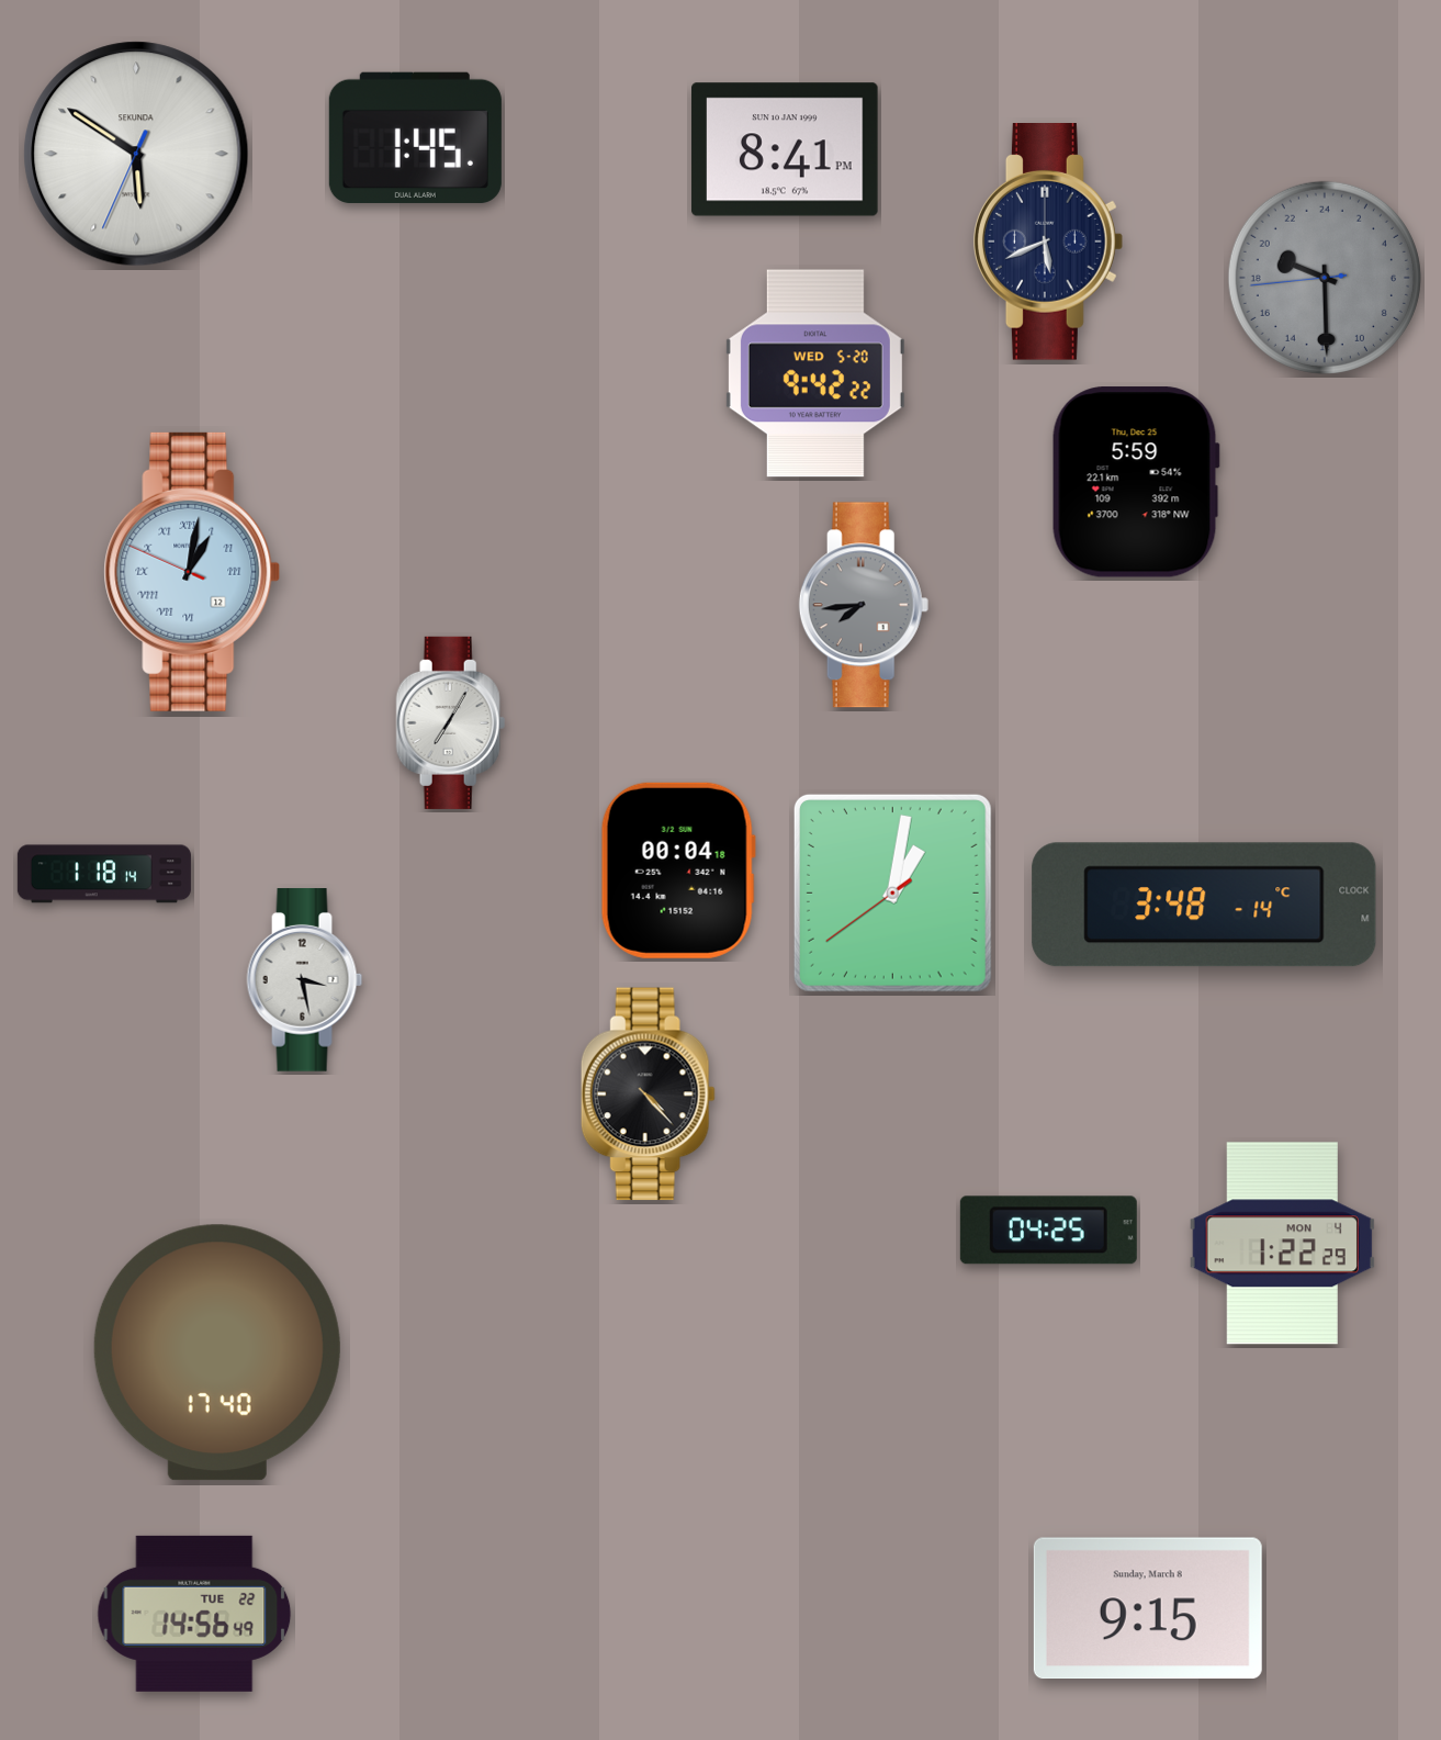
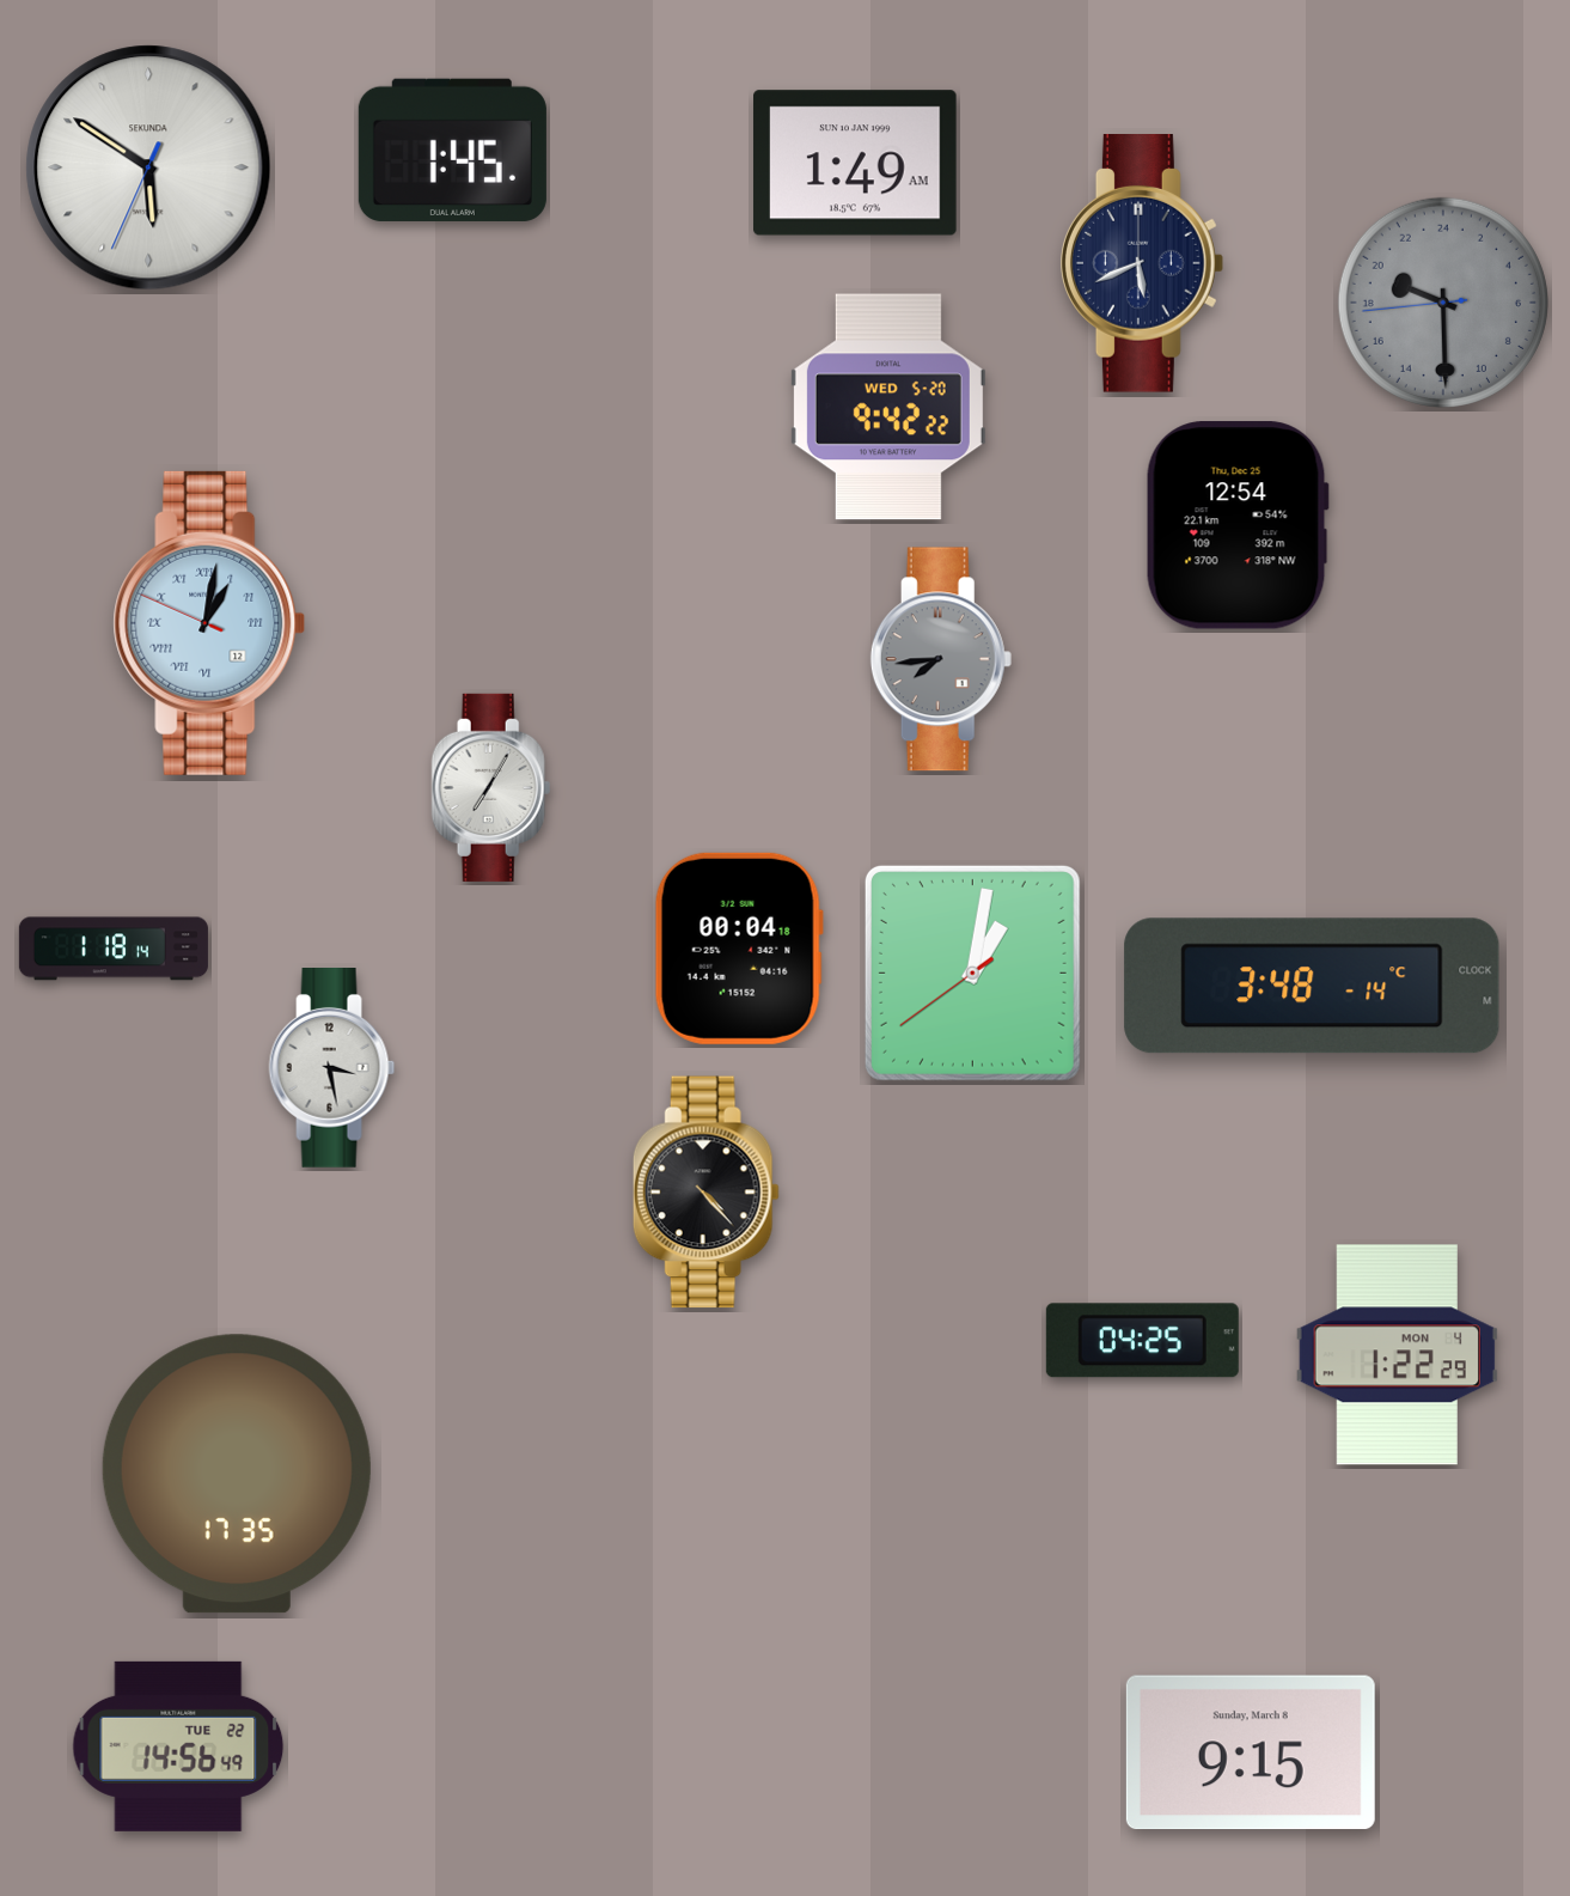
clock at (785, 149): 8:41 -> 1:49
clock at (1136, 482): 5:59 -> 12:54
clock at (104, 874) position: (104, 874) -> (114, 949)
clock at (217, 1352): 17:40 -> 17:35
clock at (194, 1614) position: (194, 1614) -> (178, 1746)
